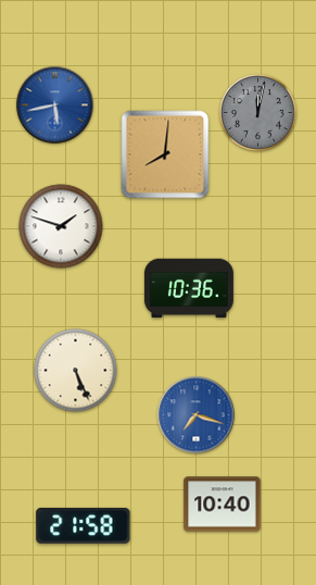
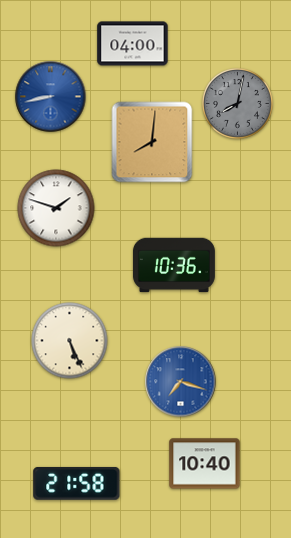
clock at (133, 44): none -> 04:00
clock at (55, 105): 5:43 -> 8:43
clock at (258, 113): 12:02 -> 8:02
